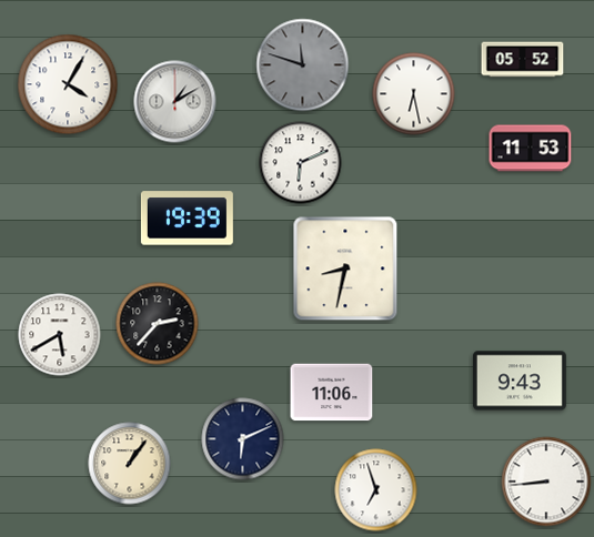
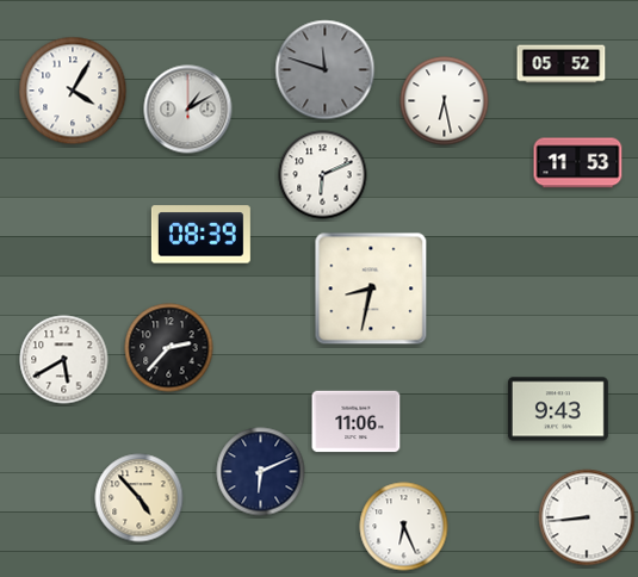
clock at (531, 149) position: (531, 149) -> (578, 163)
clock at (187, 219): 19:39 -> 08:39
clock at (130, 464): 1:06 -> 4:53
clock at (376, 490): 6:57 -> 6:26
